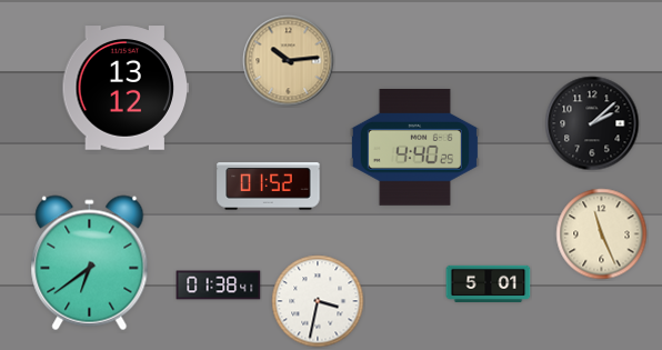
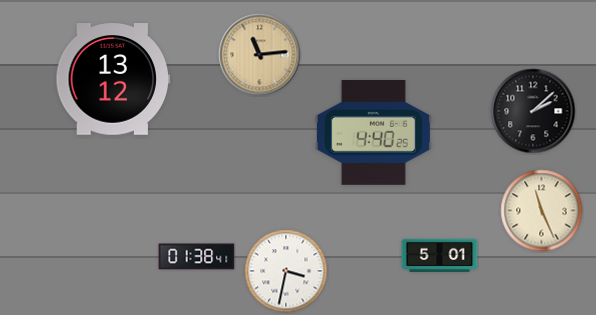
clock at (289, 61): 10:14 -> 11:14
clock at (269, 187): 01:52 -> none
clock at (90, 263): 6:39 -> none
